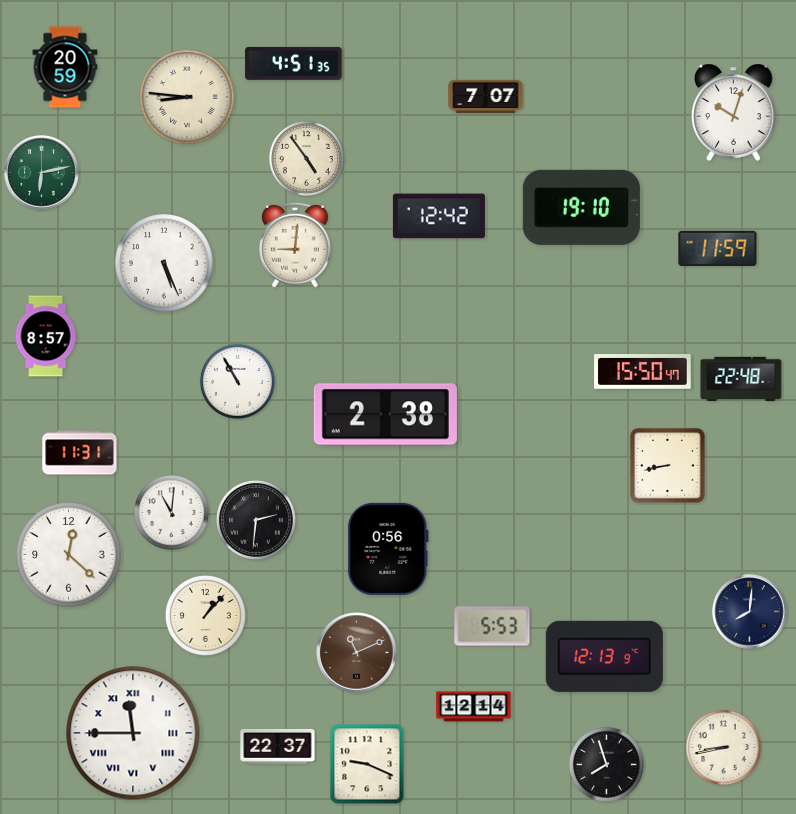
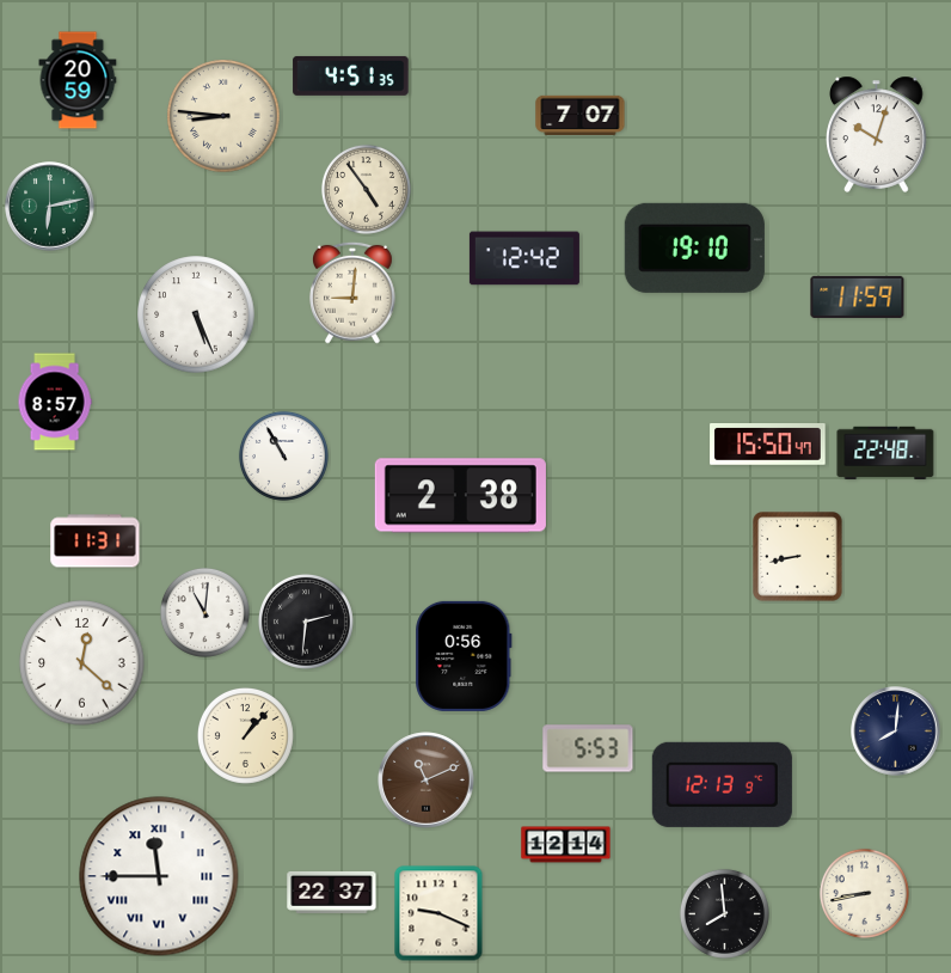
clock at (606, 764): 7:57 -> 7:59
